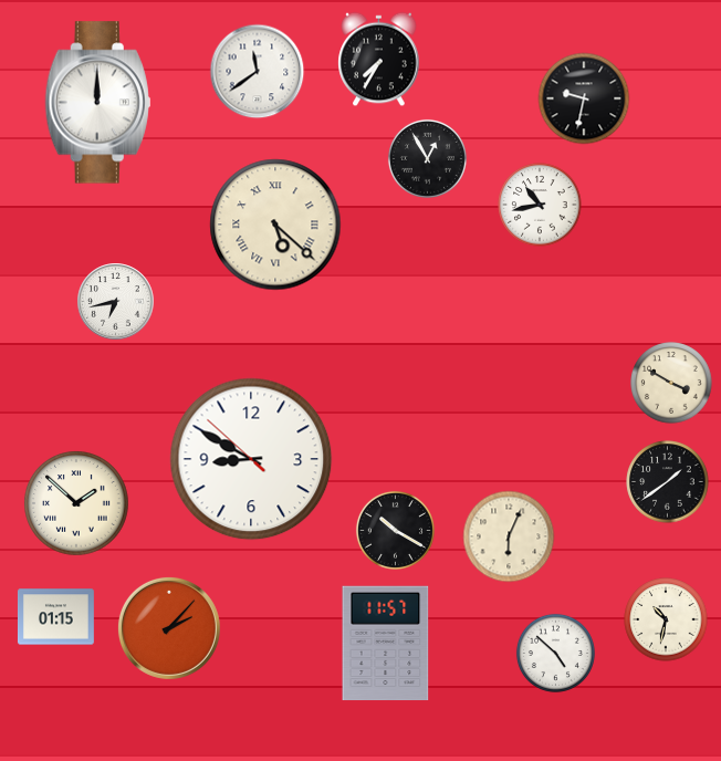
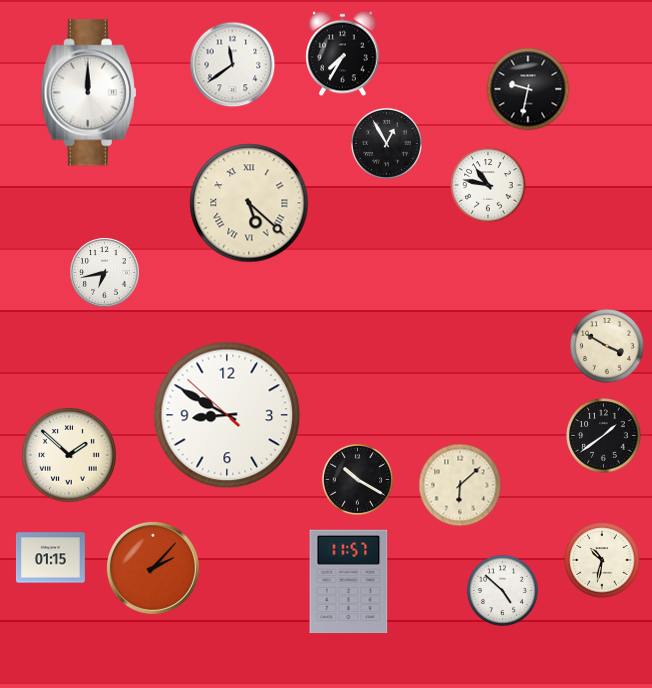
clock at (540, 205): 10:43 -> 10:47
clock at (509, 536): 6:04 -> 6:08
